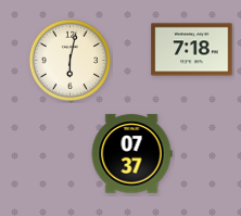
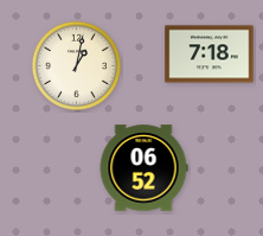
clock at (69, 60): 6:02 -> 1:02
clock at (131, 154): 07:37 -> 06:52
